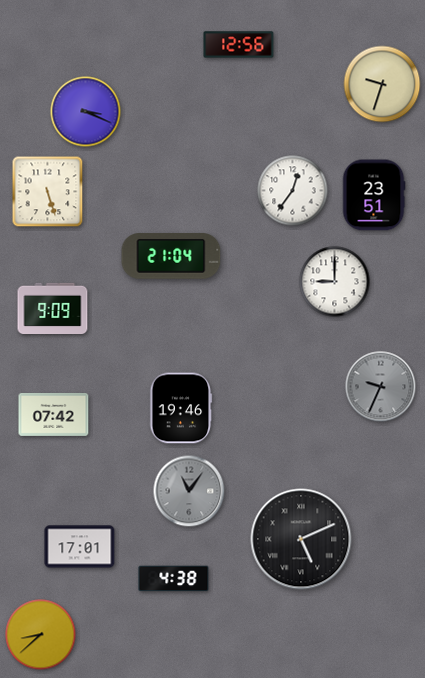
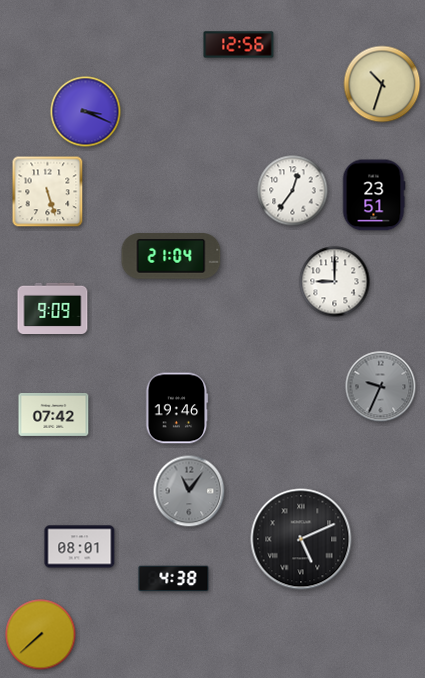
clock at (382, 84): 9:33 -> 10:33
clock at (181, 408) position: (181, 408) -> (177, 408)
clock at (80, 547): 17:01 -> 08:01
clock at (41, 635): 8:38 -> 7:38
